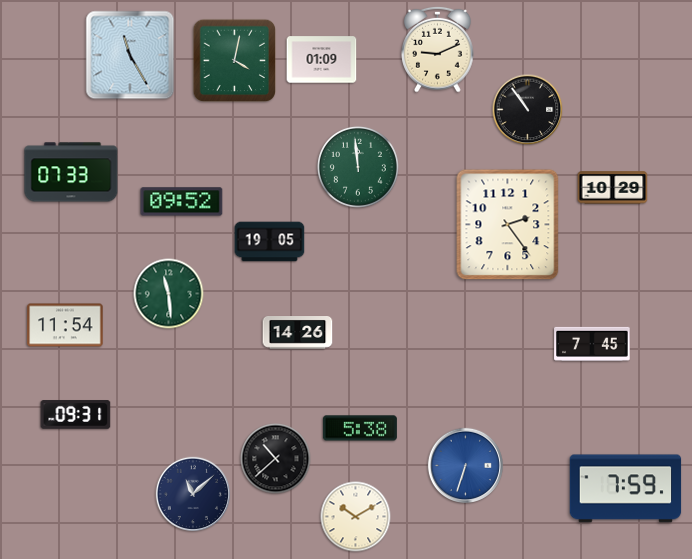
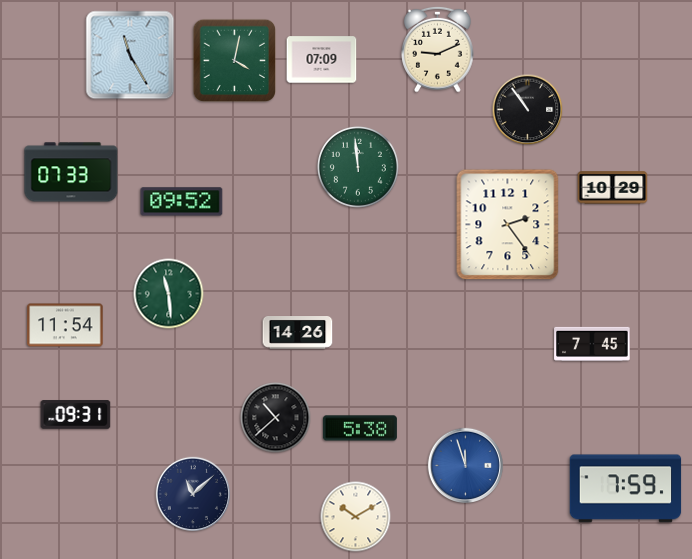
clock at (322, 60): 01:09 -> 07:09
clock at (270, 242): 19:05 -> none
clock at (276, 459) position: (276, 459) -> (276, 418)
clock at (465, 465): 6:33 -> 11:57
